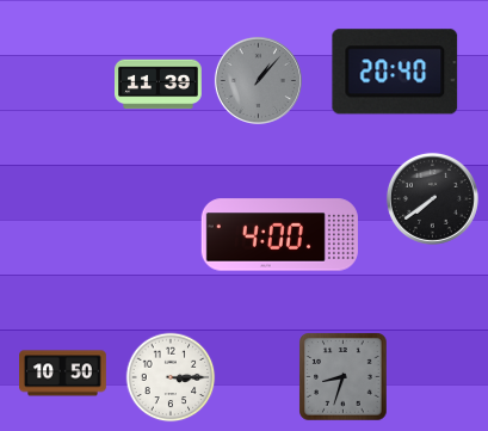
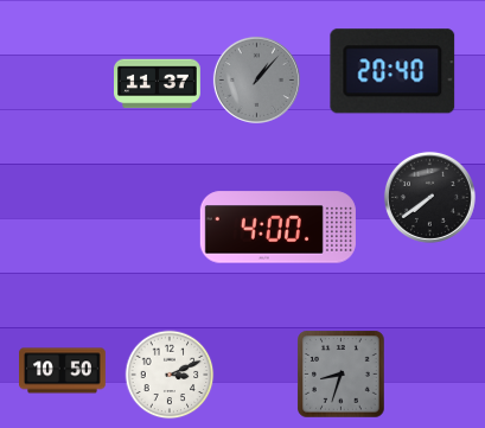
clock at (159, 85): 11:39 -> 11:37
clock at (279, 235) position: (279, 235) -> (277, 228)
clock at (171, 377): 3:15 -> 3:11
